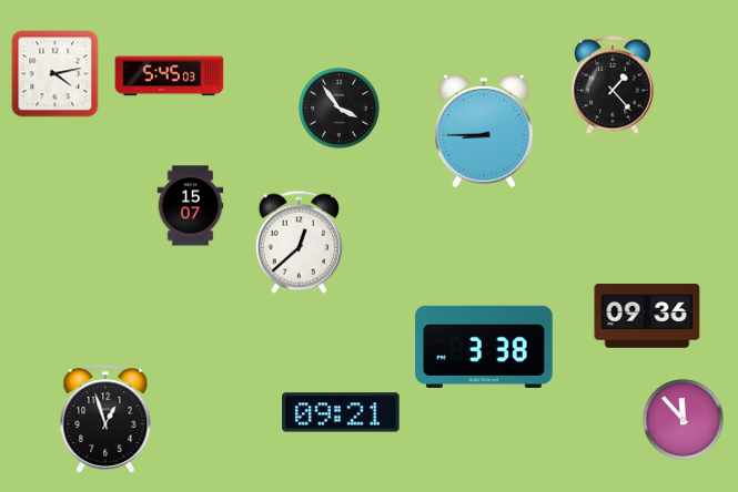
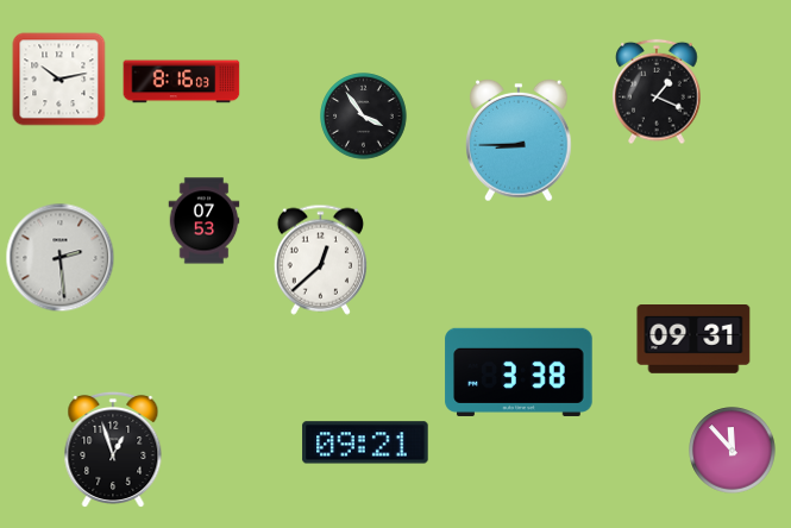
clock at (55, 74): 4:13 -> 10:13
clock at (170, 76): 5:45 -> 8:16
clock at (613, 85): 1:23 -> 1:19
clock at (191, 206): 15:07 -> 07:53
clock at (61, 258): none -> 2:29
clock at (647, 317): 09:36 -> 09:31
